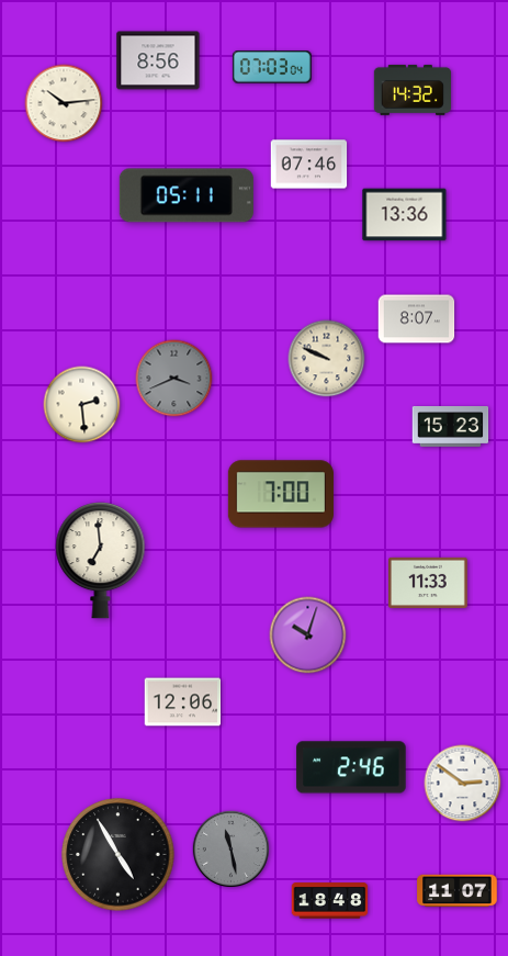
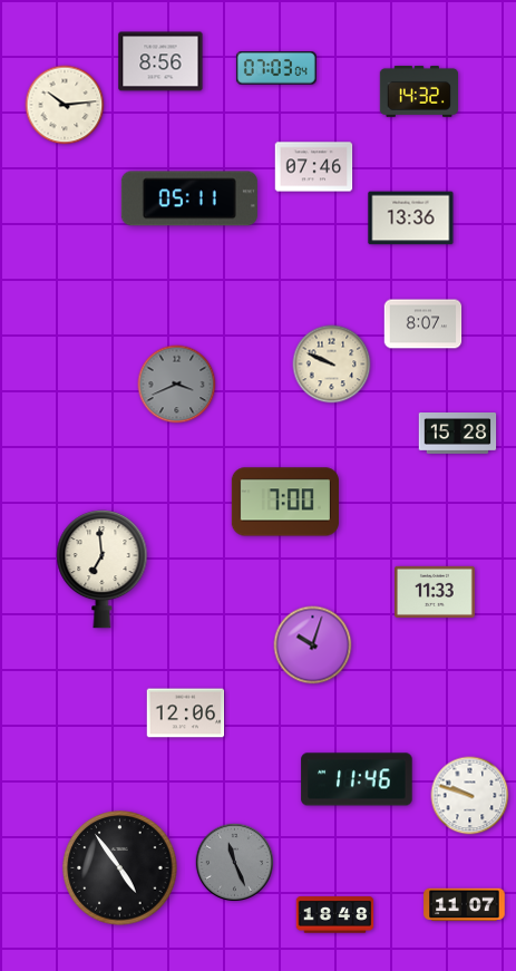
clock at (82, 405): 2:29 -> none
clock at (451, 427): 15:23 -> 15:28
clock at (351, 767): 2:46 -> 11:46
clock at (463, 784): 2:51 -> 9:48
clock at (230, 848): 11:28 -> 11:26
clock at (118, 855): 4:55 -> 4:54
